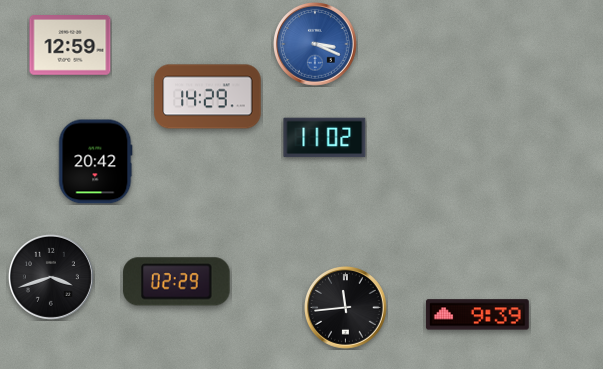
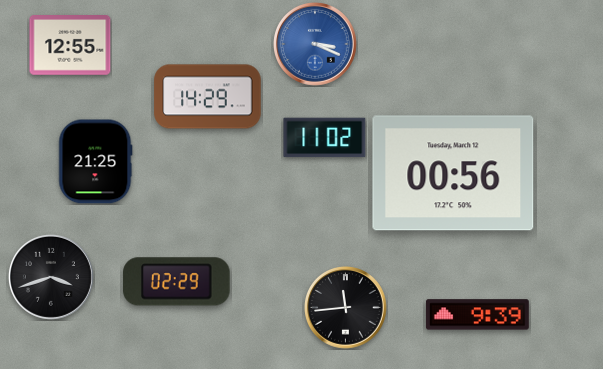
clock at (70, 46): 12:59 -> 12:55
clock at (96, 162): 20:42 -> 21:25
clock at (453, 173): none -> 00:56
